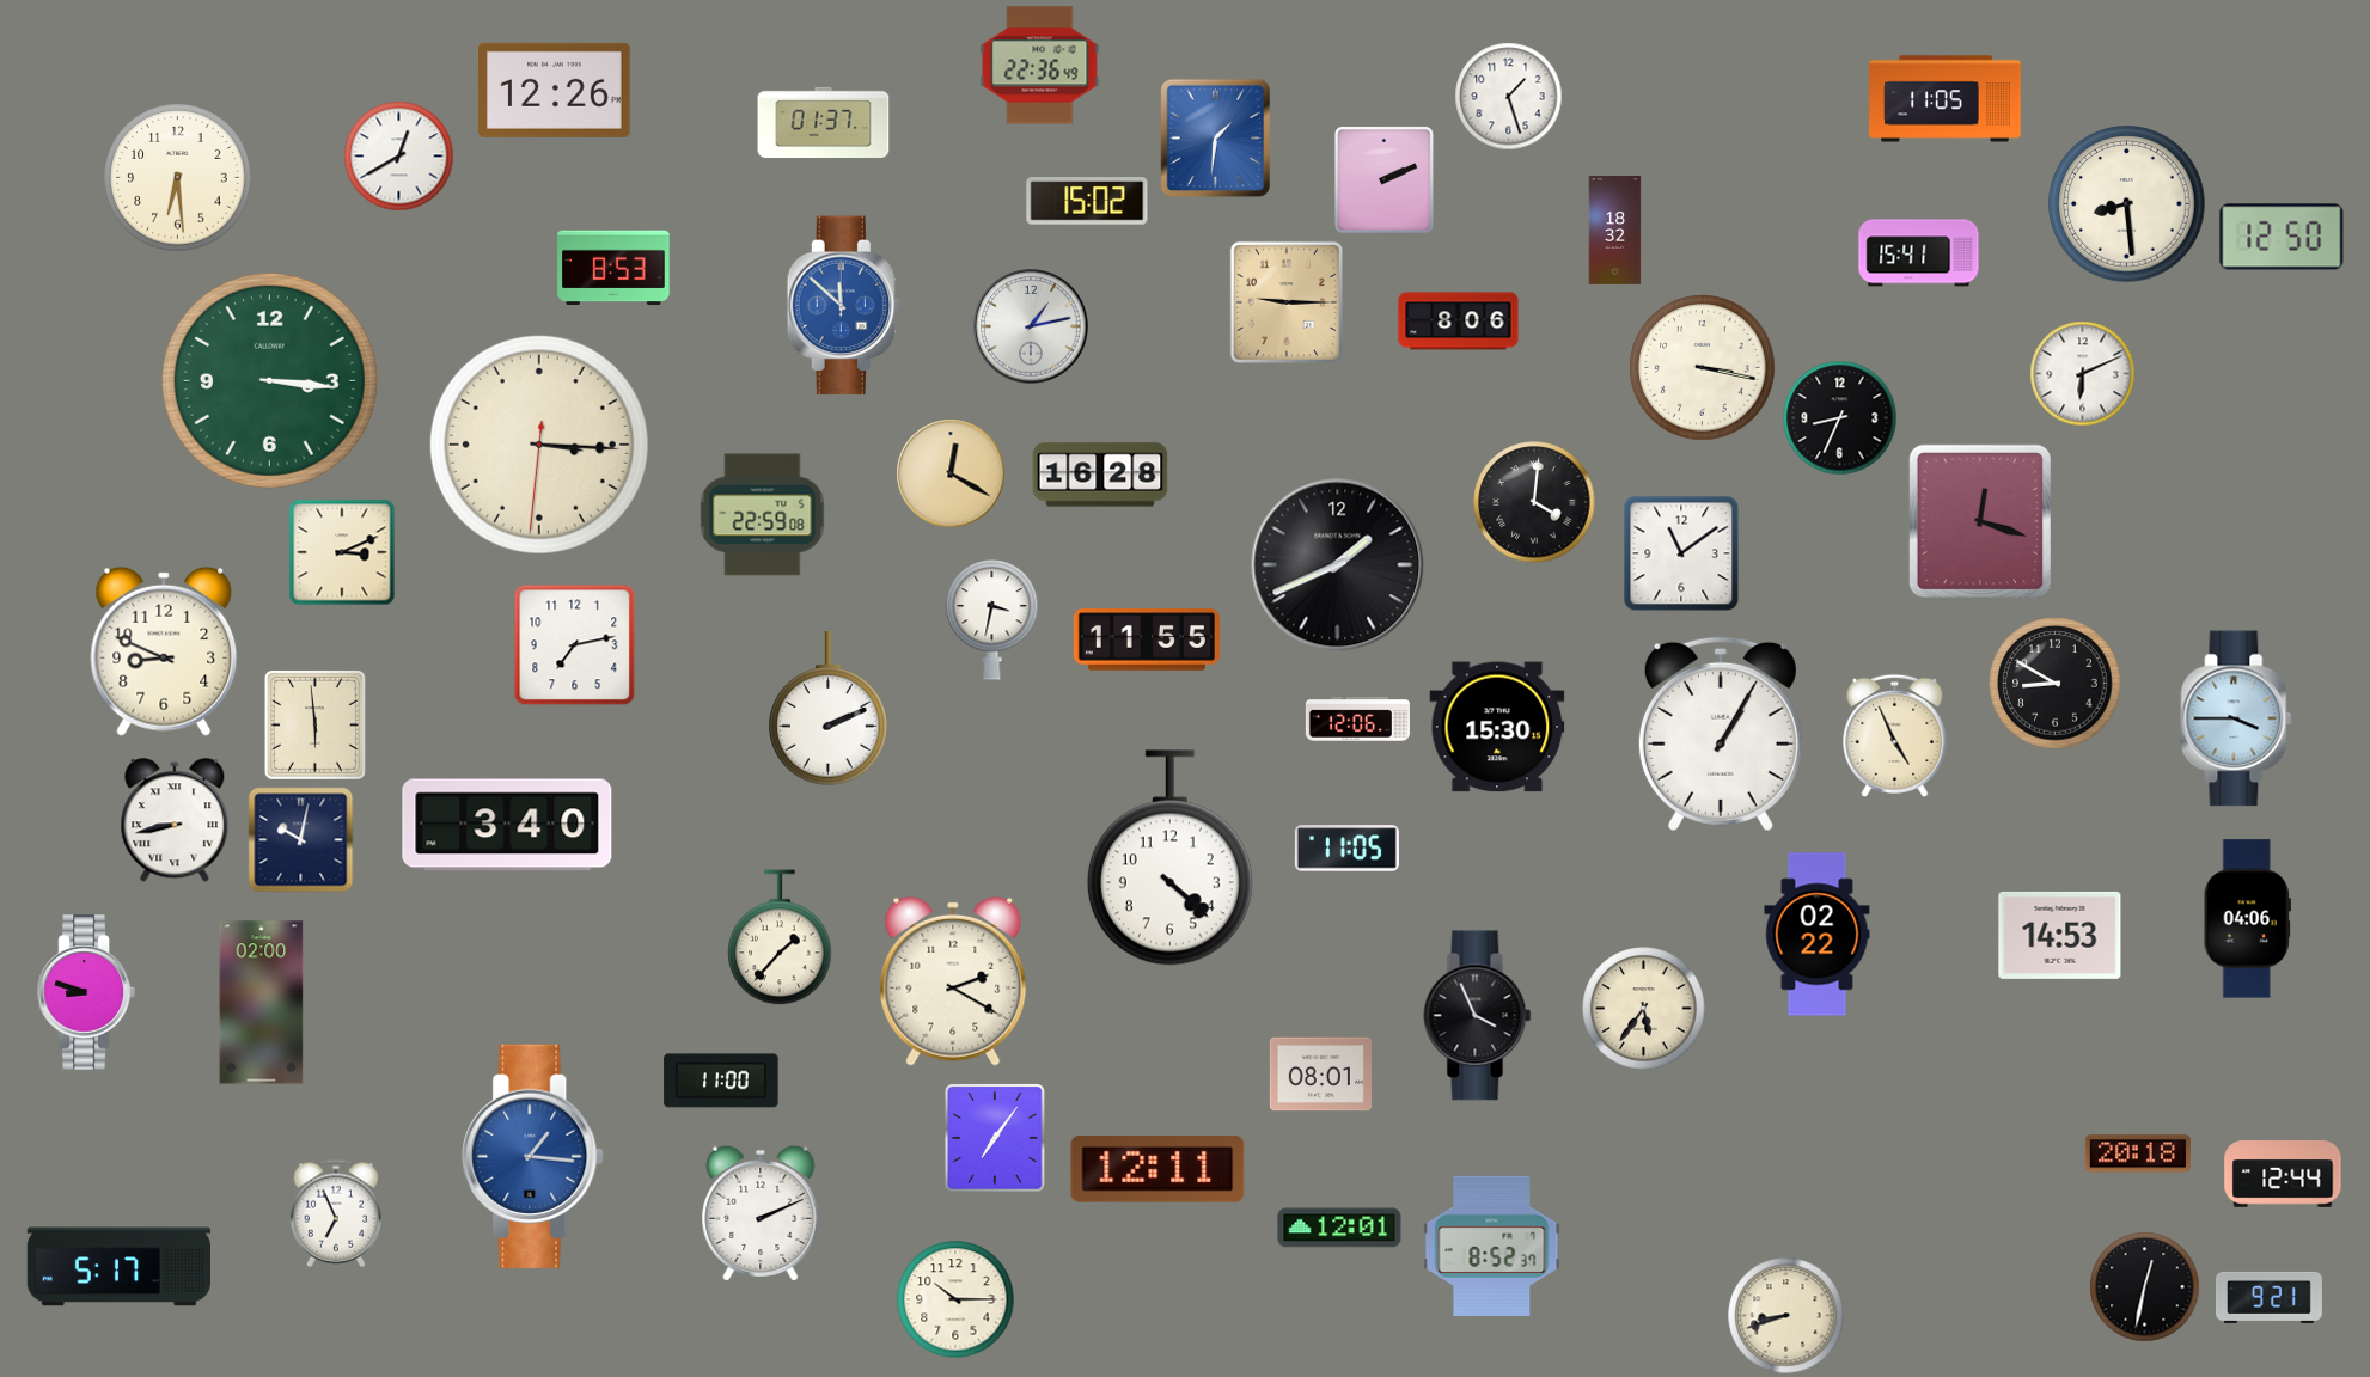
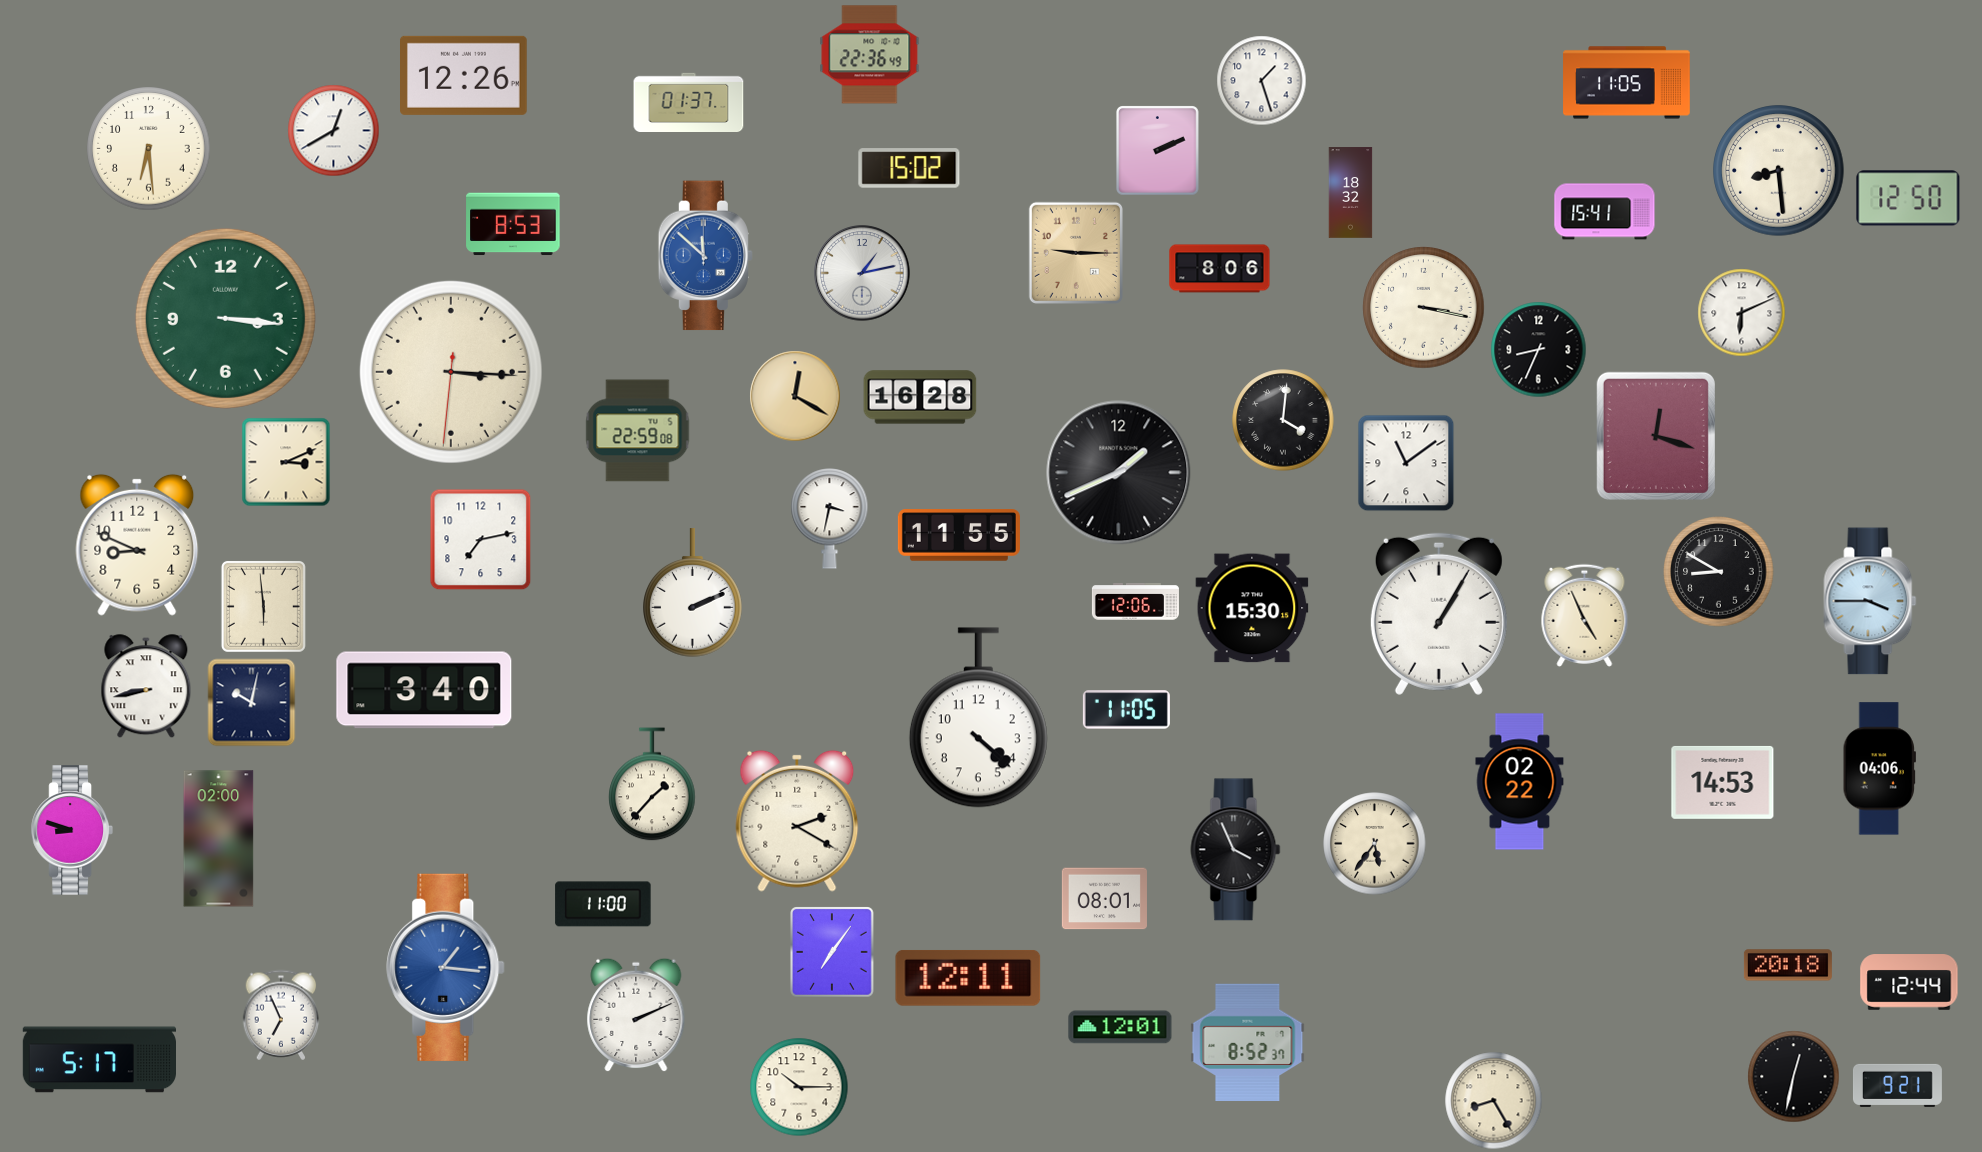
clock at (1216, 139): 1:31 -> none
clock at (1786, 1316): 8:42 -> 8:25
